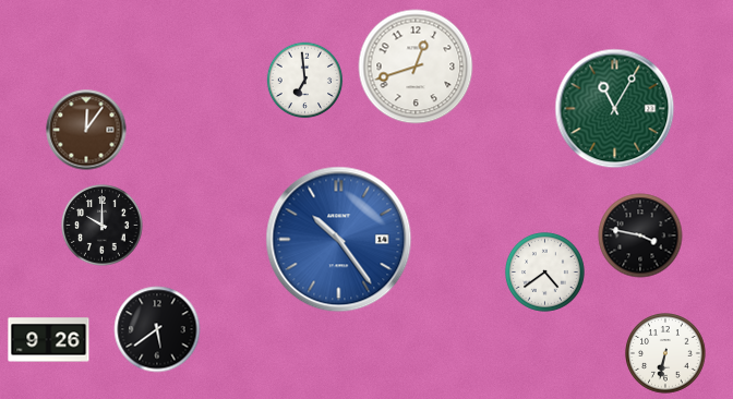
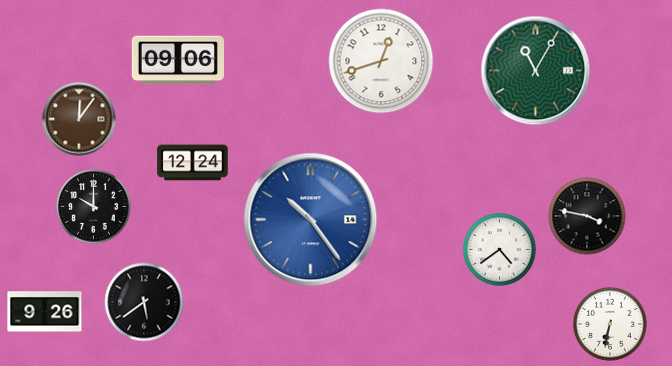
clock at (177, 60): none -> 09:06
clock at (305, 81): 6:59 -> none
clock at (615, 109) position: (615, 109) -> (536, 71)
clock at (193, 163): none -> 12:24
